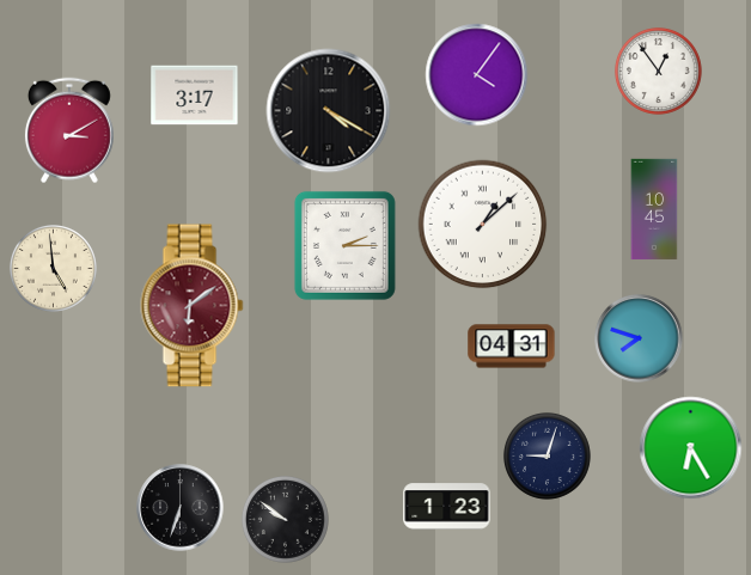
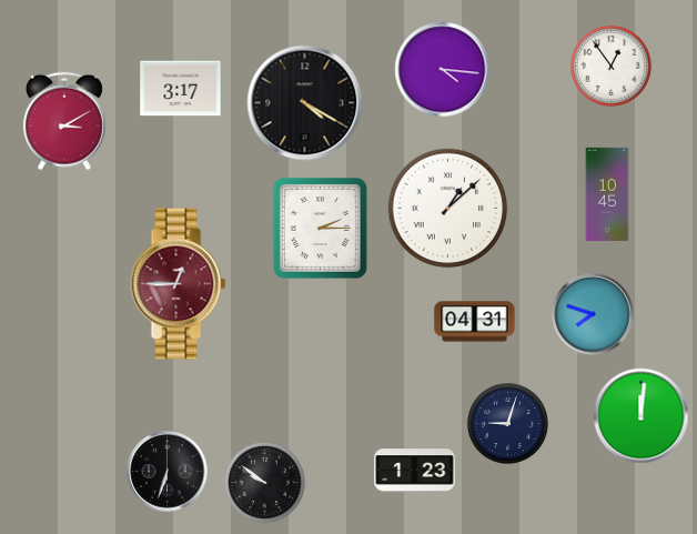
clock at (477, 75): 4:06 -> 4:16
clock at (53, 268): 4:59 -> none
clock at (193, 306): 6:09 -> 12:45
clock at (691, 448): 6:25 -> 12:01
